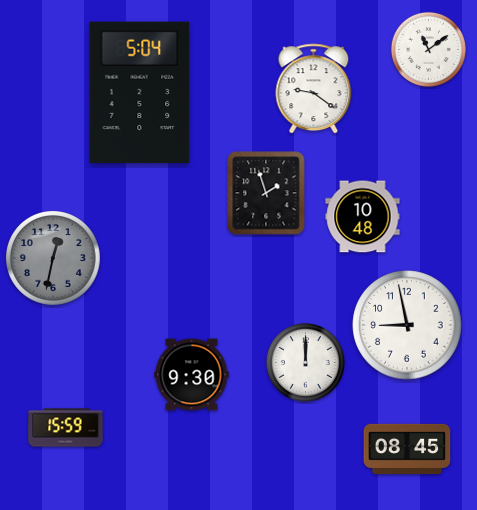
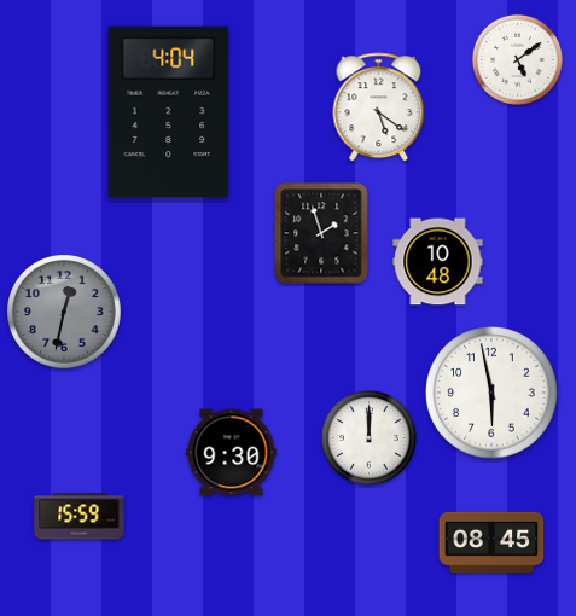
clock at (428, 49): 11:09 -> 5:09
clock at (314, 89): 9:21 -> 5:21
clock at (140, 93): 5:04 -> 4:04
clock at (407, 325): 8:58 -> 5:58
